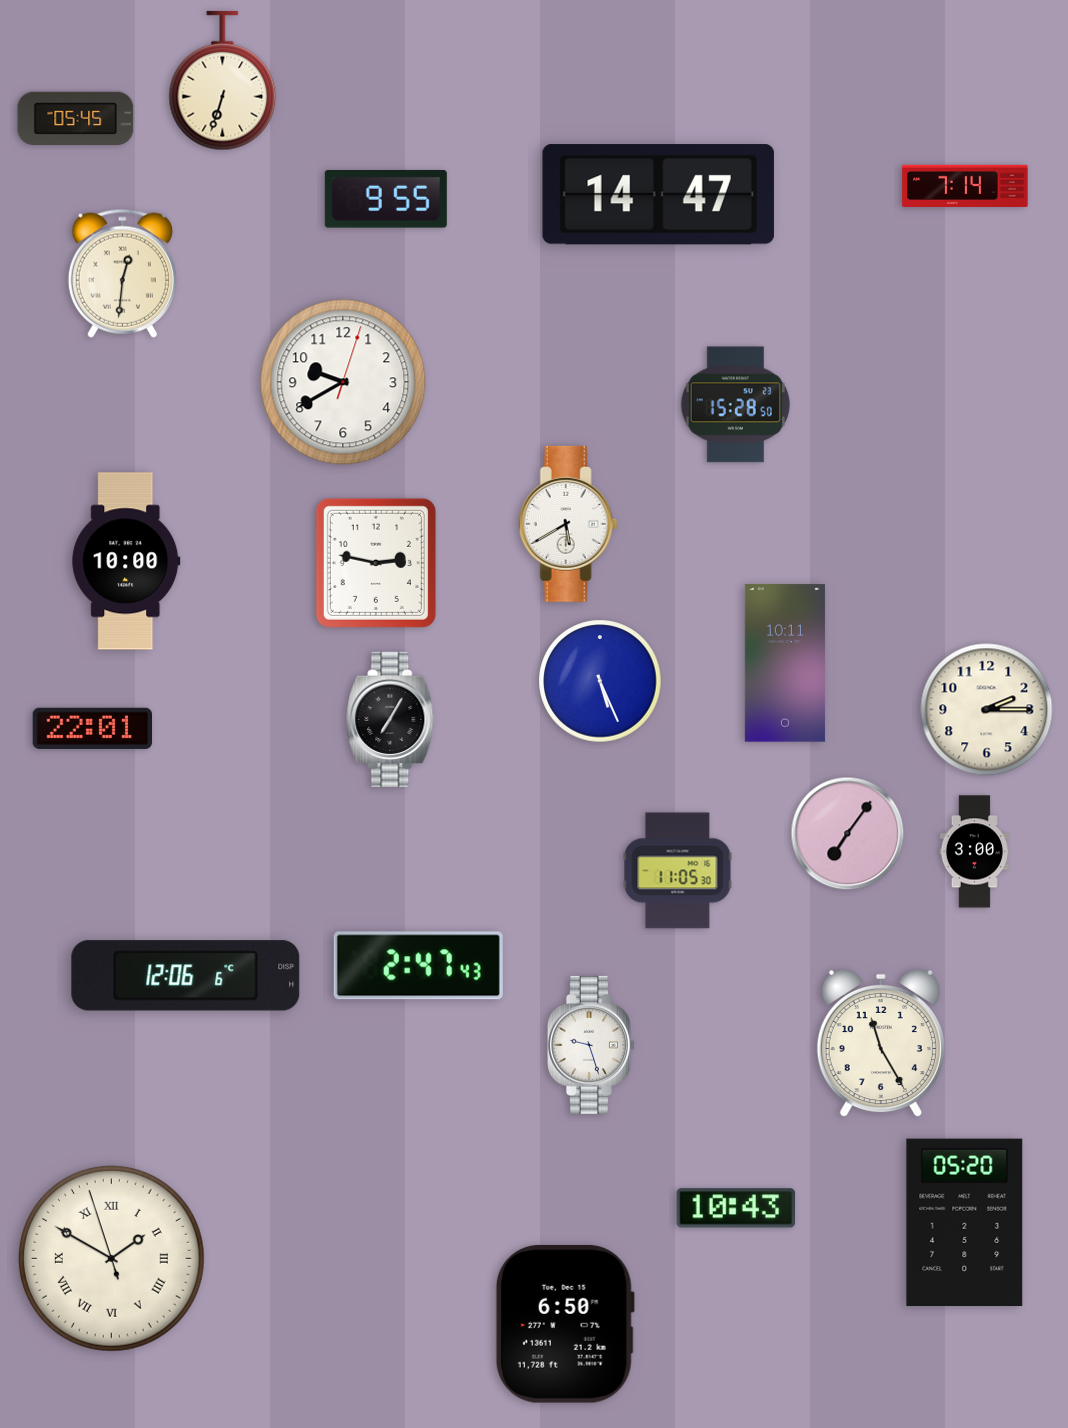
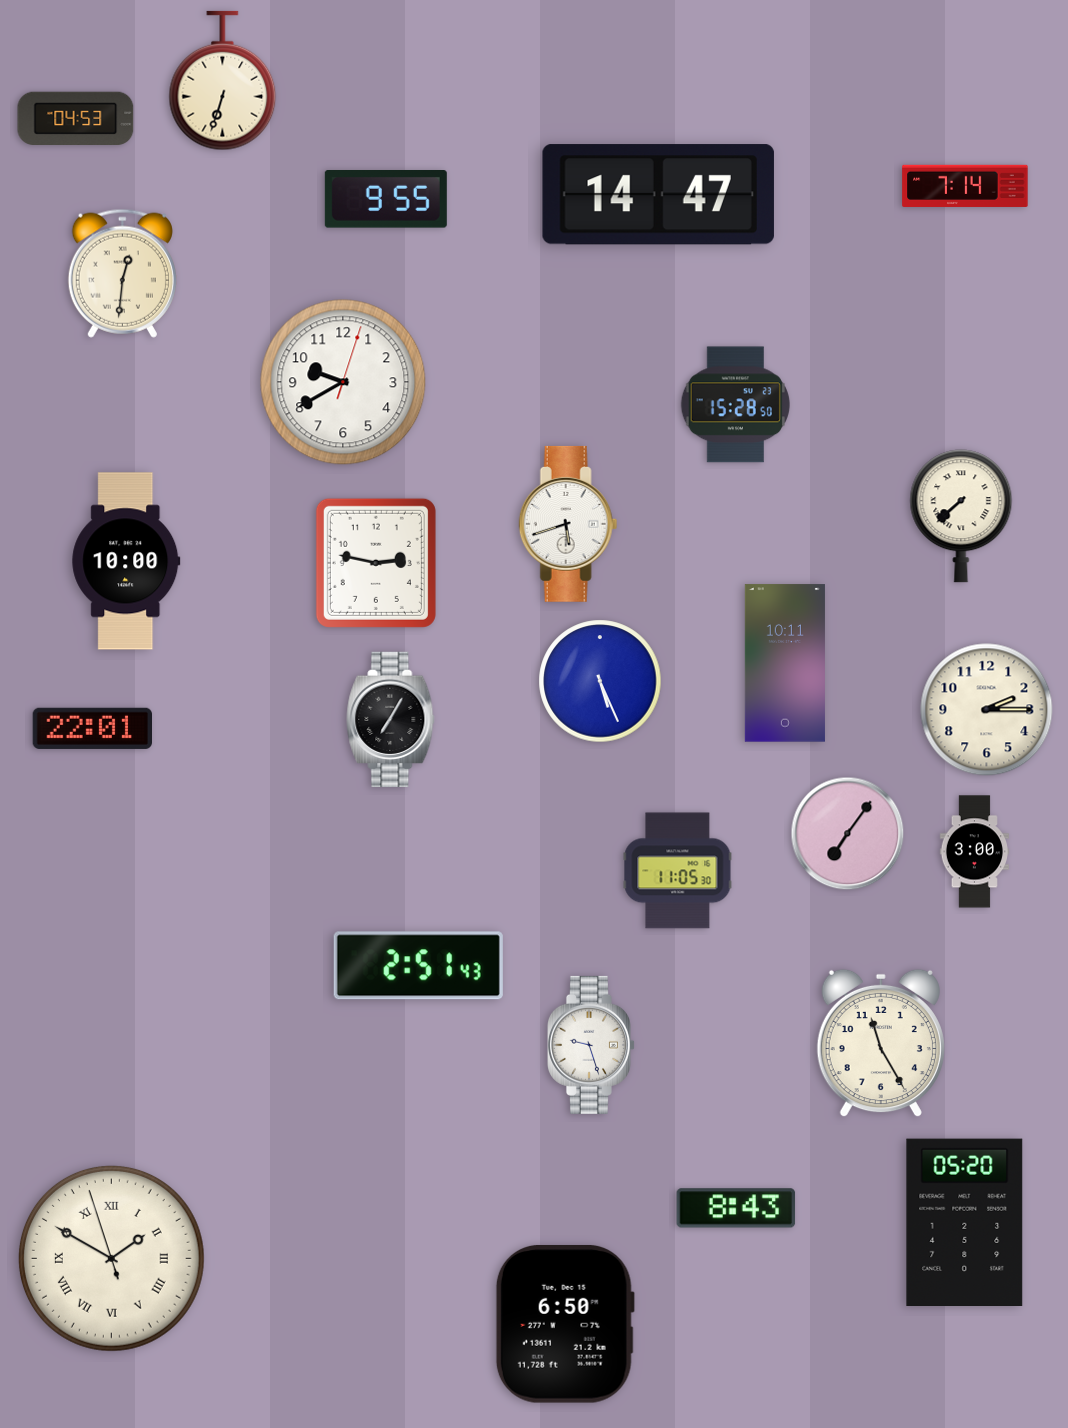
clock at (76, 119): 05:45 -> 04:53
clock at (961, 516): none -> 7:38
clock at (568, 524): 5:40 -> 5:42
clock at (418, 966): 2:47 -> 2:51
clock at (186, 976): 12:06 -> none
clock at (736, 1208): 10:43 -> 8:43
